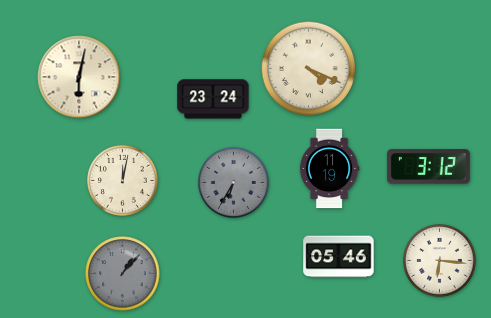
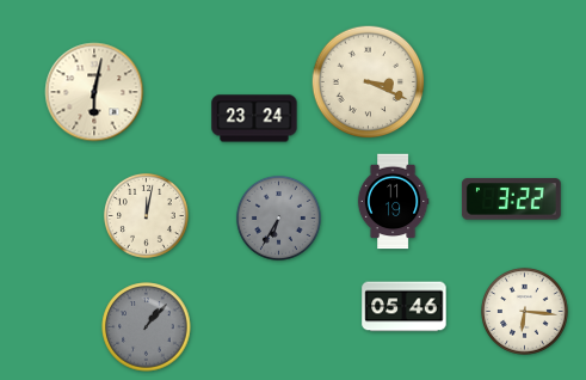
clock at (309, 69): 4:19 -> 3:19
clock at (428, 167): 3:12 -> 3:22
